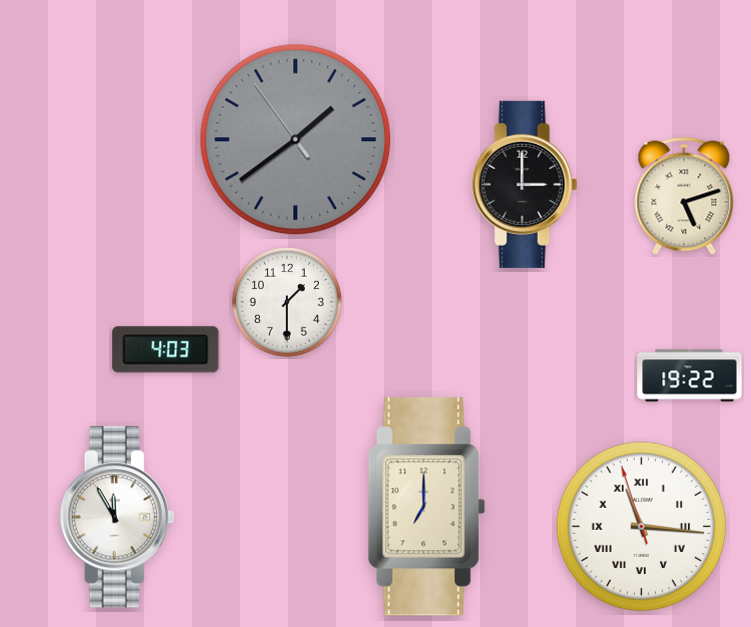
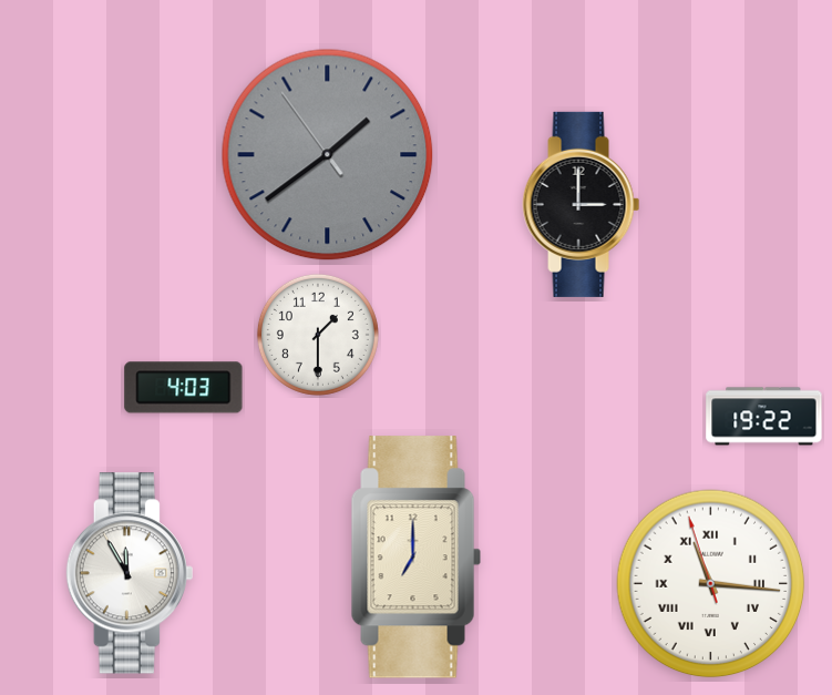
clock at (684, 196): 5:12 -> none
clock at (426, 507) position: (426, 507) -> (415, 558)
